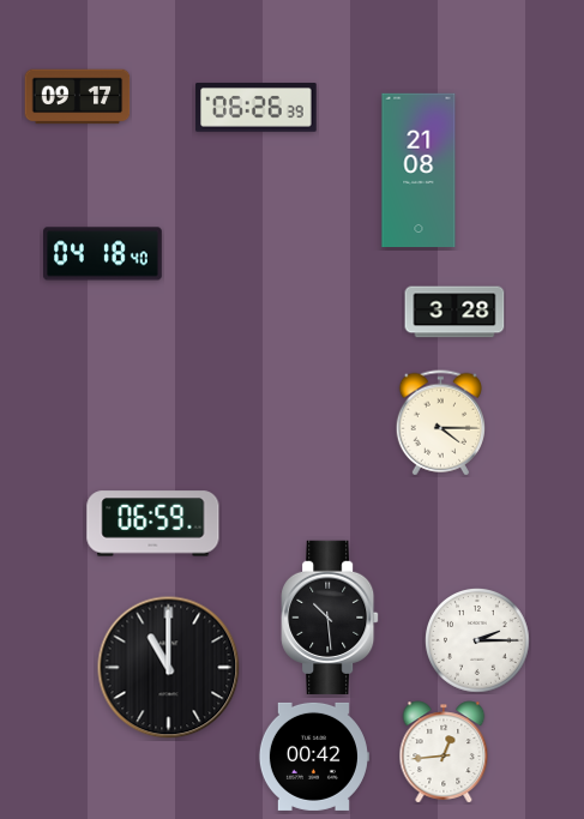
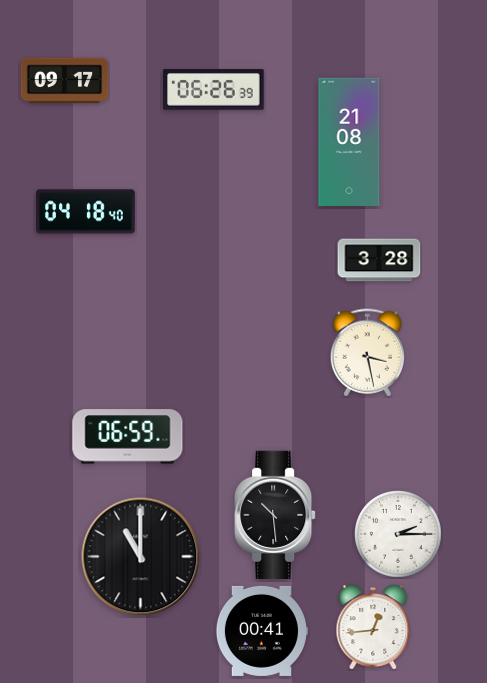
clock at (440, 423): 4:15 -> 3:28
clock at (444, 752) position: (444, 752) -> (373, 627)
clock at (313, 757): 00:42 -> 00:41
